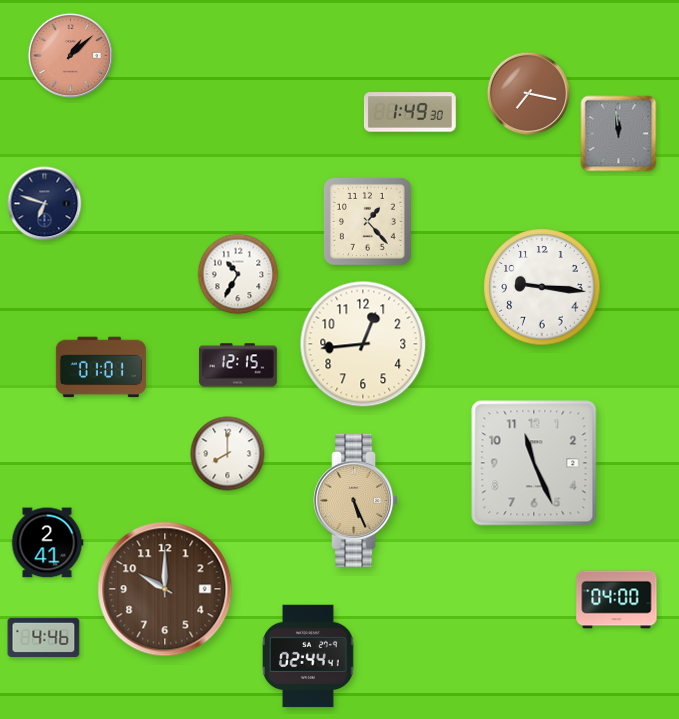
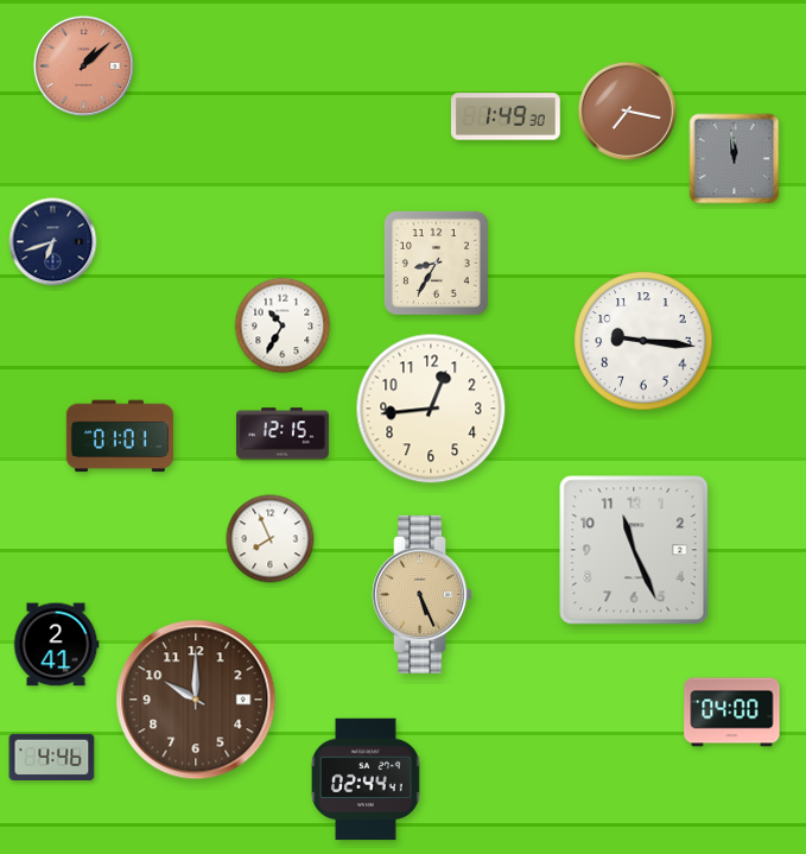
clock at (410, 112) position: (410, 112) -> (506, 116)
clock at (45, 204): 6:48 -> 6:42
clock at (367, 221): 1:23 -> 8:35
clock at (228, 454): 8:00 -> 7:56
